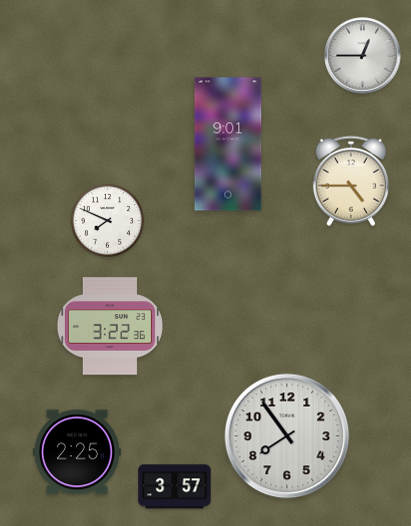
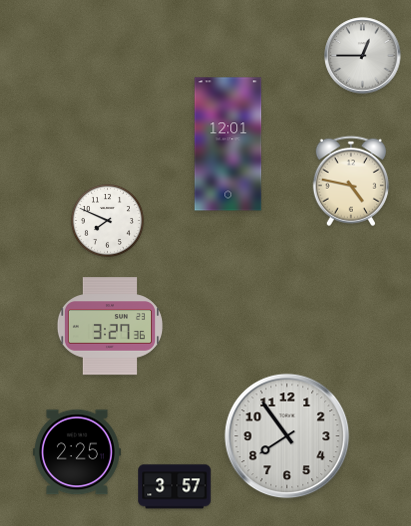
clock at (228, 144): 9:01 -> 12:01
clock at (351, 181): 4:45 -> 4:47
clock at (110, 326): 3:22 -> 3:27
